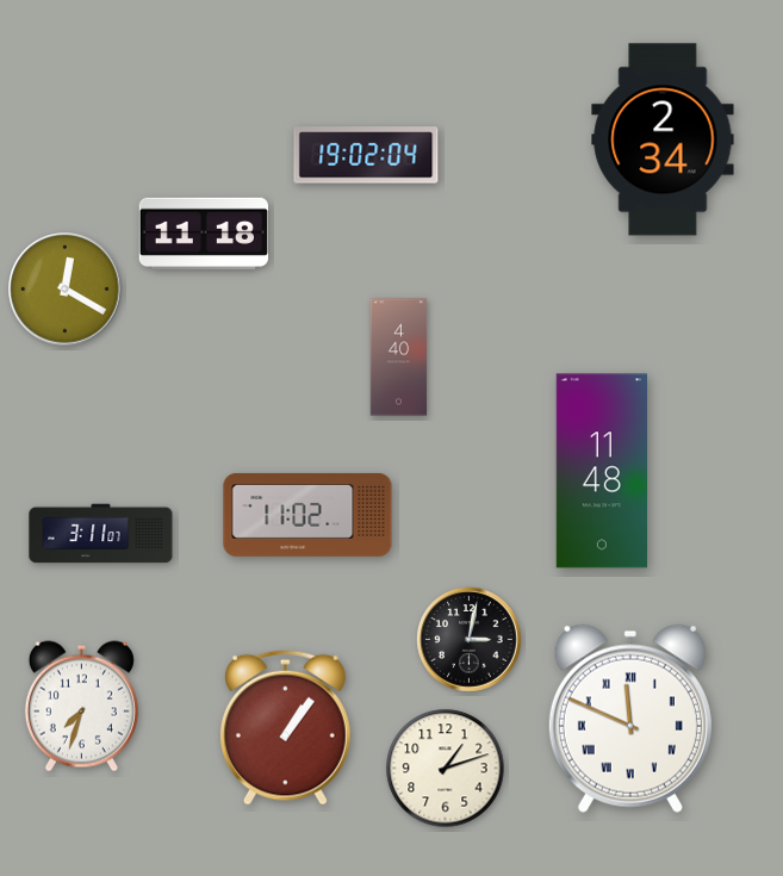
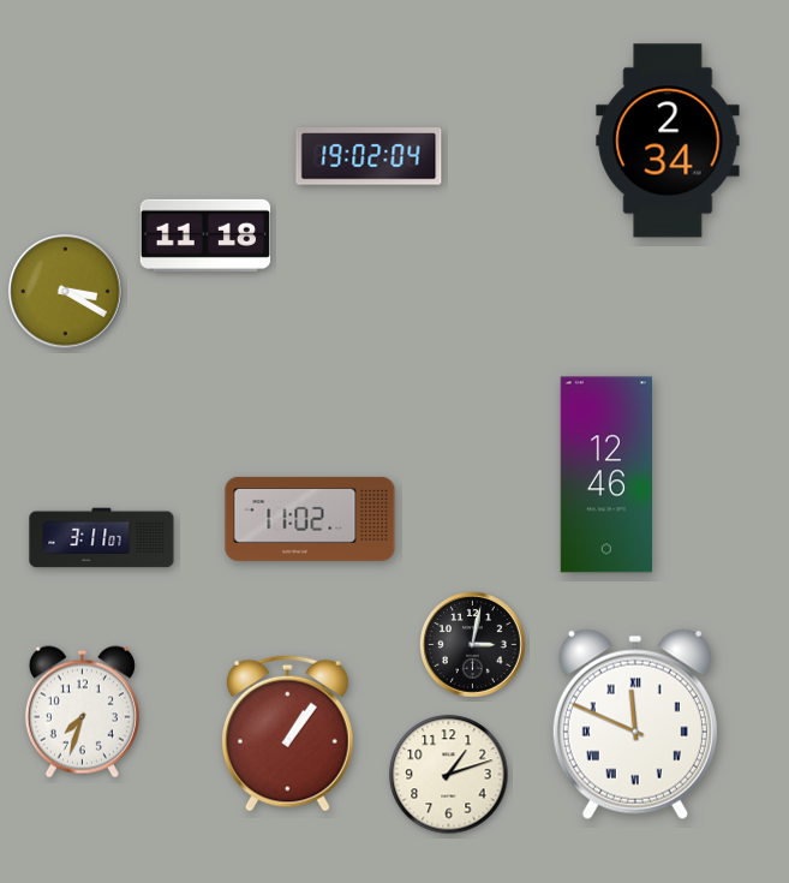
clock at (66, 290): 12:20 -> 3:20
clock at (399, 358): 4:40 -> none
clock at (601, 471): 11:48 -> 12:46
